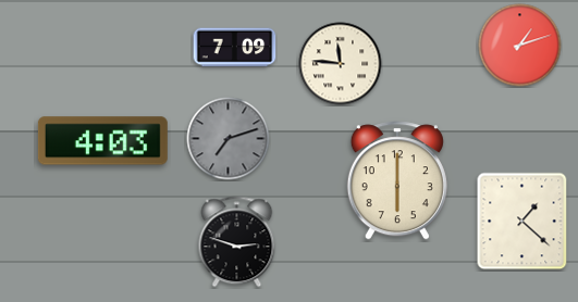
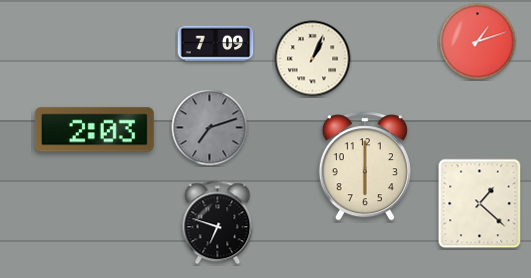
clock at (341, 64): 11:46 -> 1:04
clock at (102, 141): 4:03 -> 2:03
clock at (237, 242): 2:48 -> 6:48
